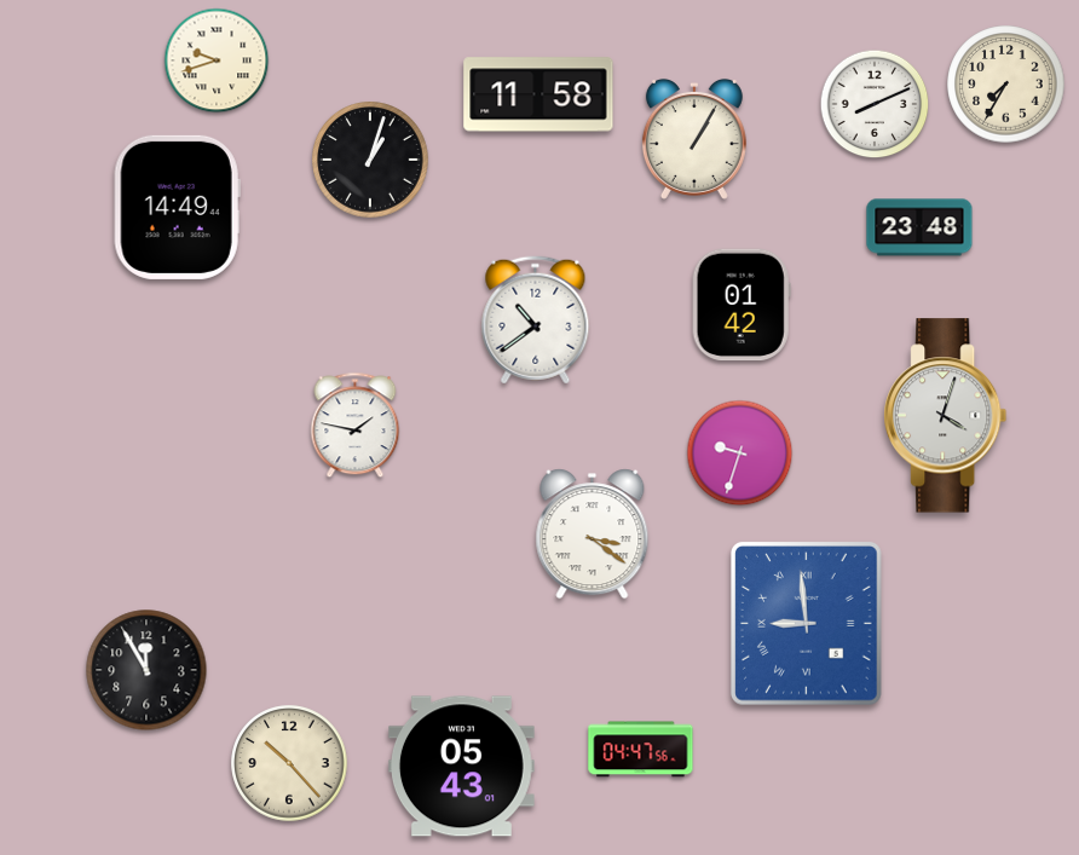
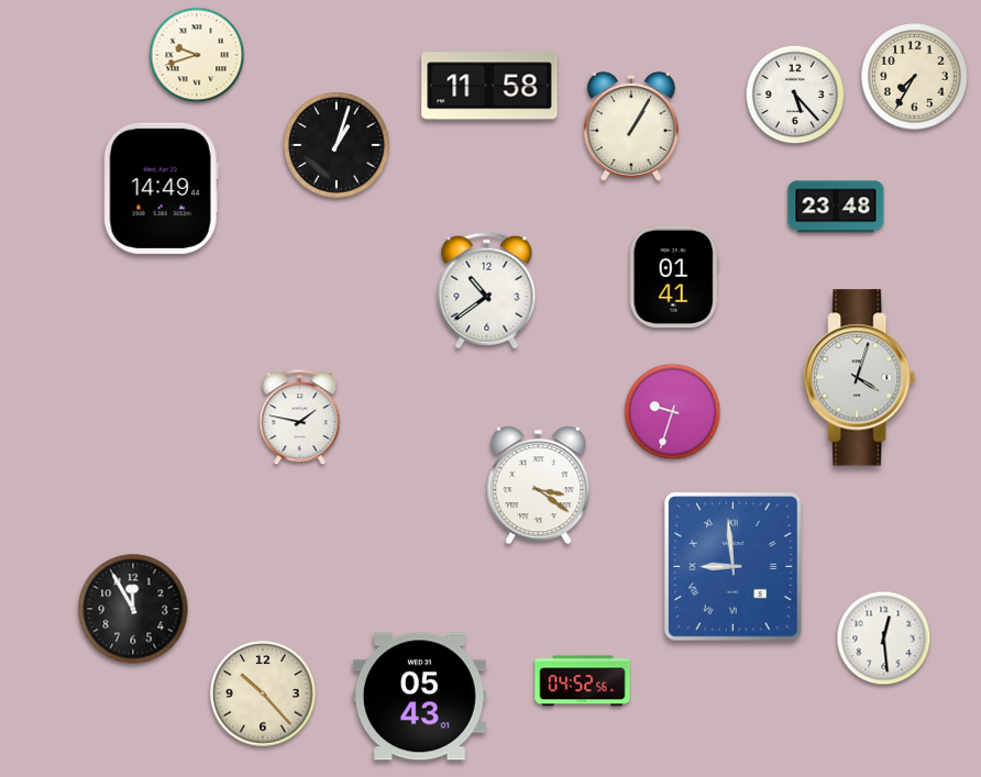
clock at (875, 104): 8:11 -> 5:23
clock at (742, 305): 01:42 -> 01:41
clock at (356, 426) position: (356, 426) -> (300, 418)
clock at (884, 639): none -> 12:29
clock at (641, 750): 04:47 -> 04:52
